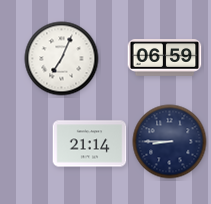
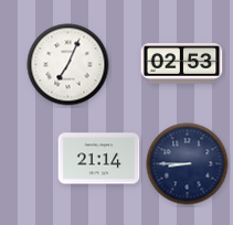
clock at (165, 58): 06:59 -> 02:53
clock at (170, 142) position: (170, 142) -> (188, 164)
